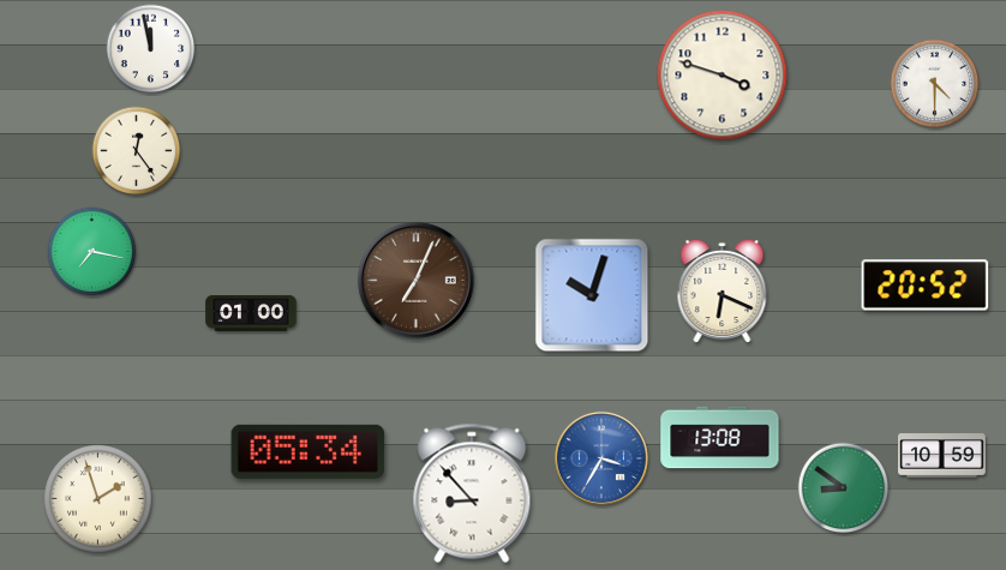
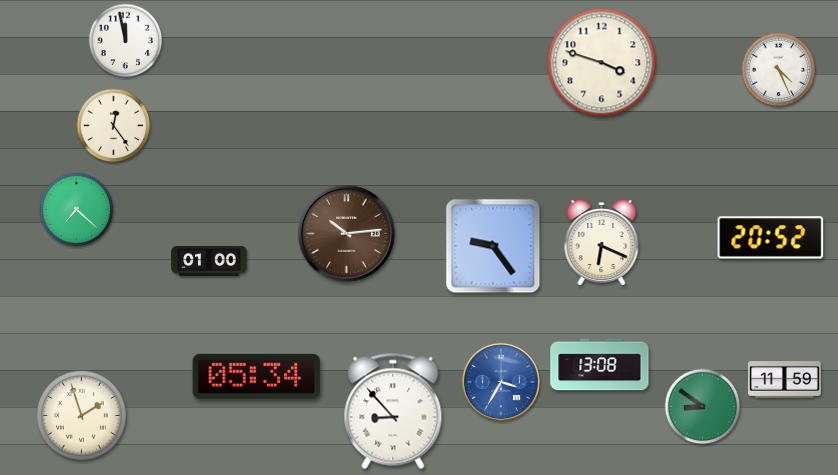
clock at (935, 84): 4:30 -> 4:26
clock at (92, 252): 7:17 -> 7:22
clock at (417, 281): 7:04 -> 10:14
clock at (592, 295): 10:03 -> 9:24
clock at (942, 456): 10:59 -> 11:59
